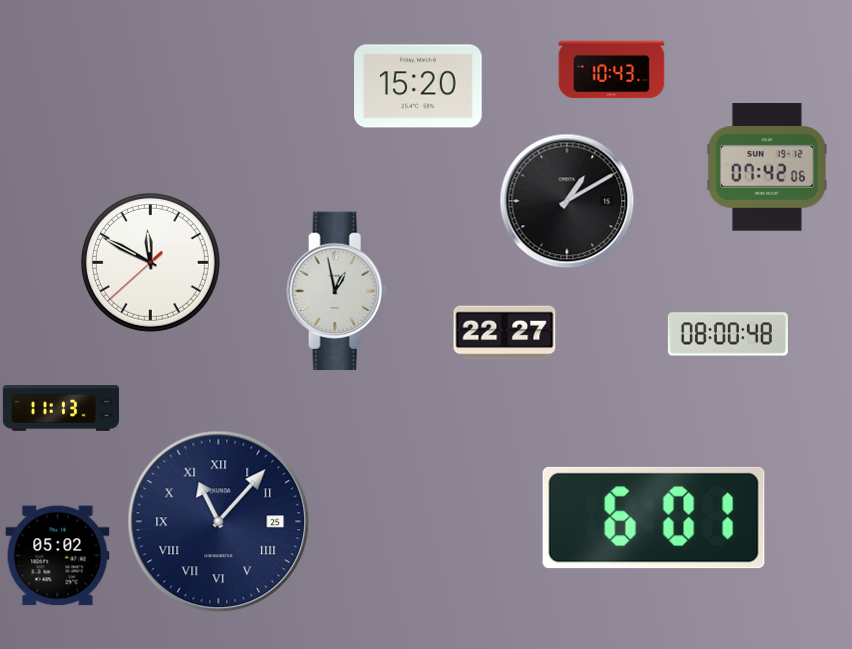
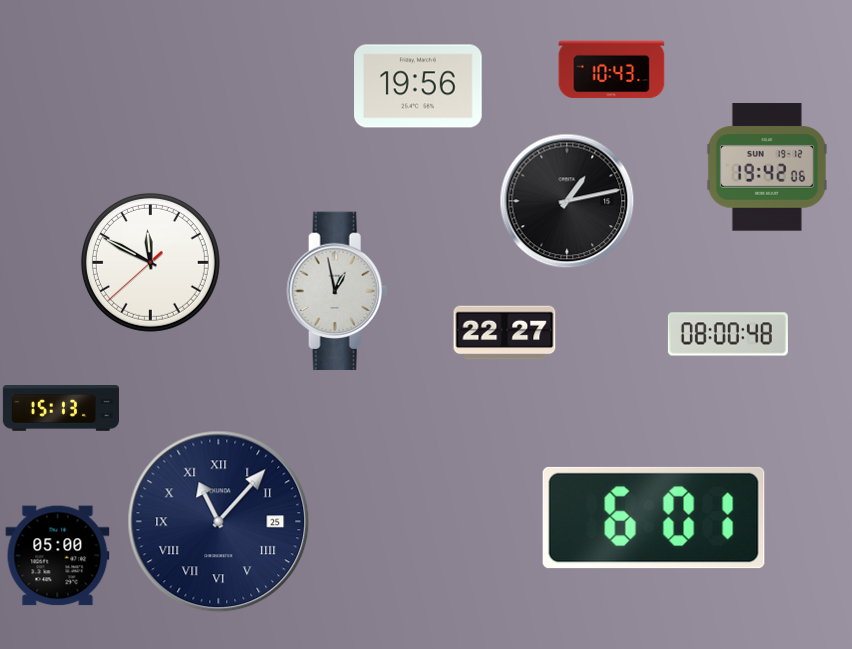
clock at (418, 86): 15:20 -> 19:56
clock at (767, 167): 07:42 -> 19:42
clock at (567, 201): 1:10 -> 1:13
clock at (60, 408): 11:13 -> 15:13
clock at (58, 556): 05:02 -> 05:00
